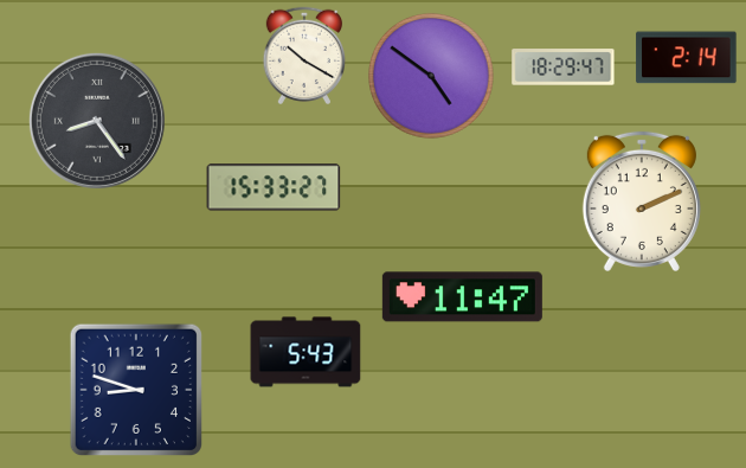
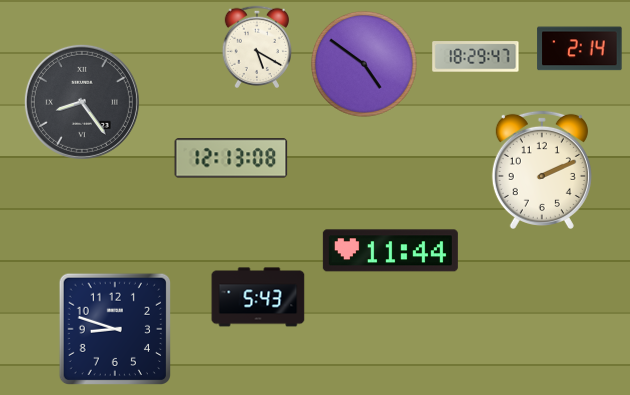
clock at (303, 55): 10:20 -> 5:20
clock at (274, 187): 15:33 -> 12:13
clock at (462, 297): 11:47 -> 11:44
